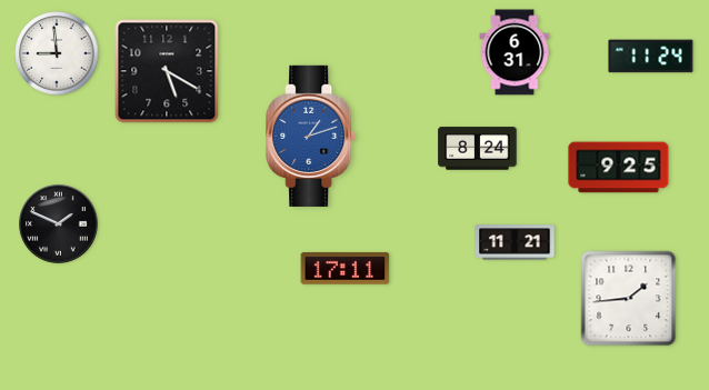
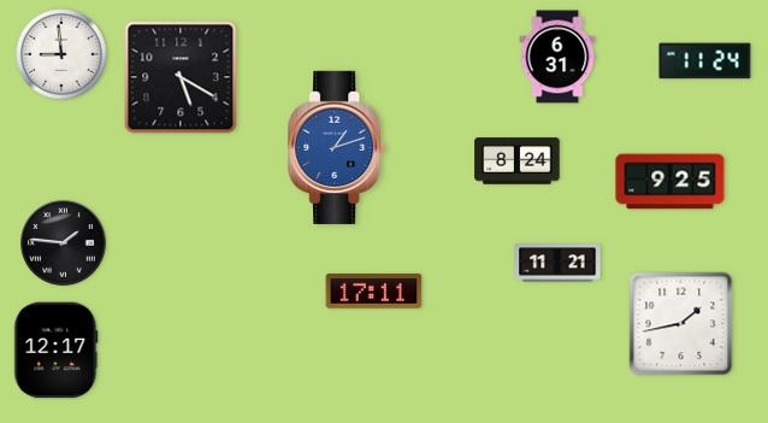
clock at (57, 53) position: (57, 53) -> (61, 54)
clock at (59, 224): 1:49 -> 1:46
clock at (629, 299): 1:44 -> 1:43
clock at (57, 351): none -> 12:17
